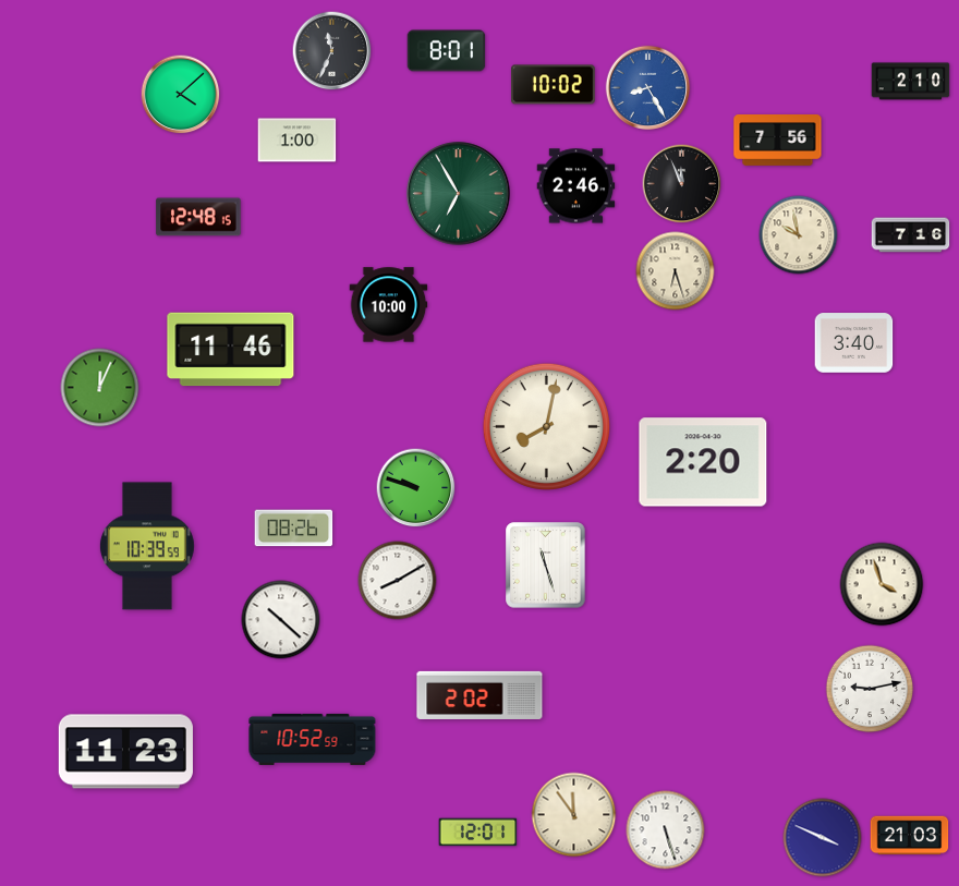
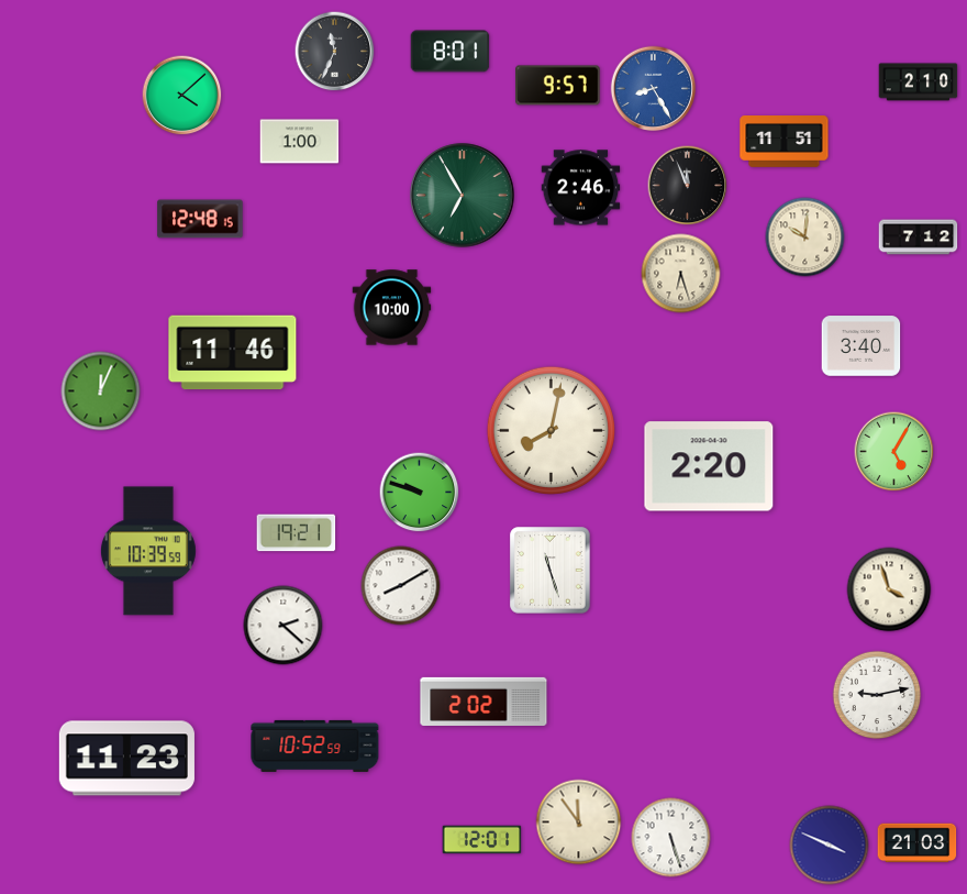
clock at (554, 85): 10:02 -> 9:57
clock at (778, 141): 7:56 -> 11:51
clock at (799, 235): 9:58 -> 10:01
clock at (911, 235): 7:16 -> 7:12
clock at (894, 452): none -> 5:05
clock at (294, 529): 08:26 -> 19:21
clock at (281, 620): 10:22 -> 2:22
